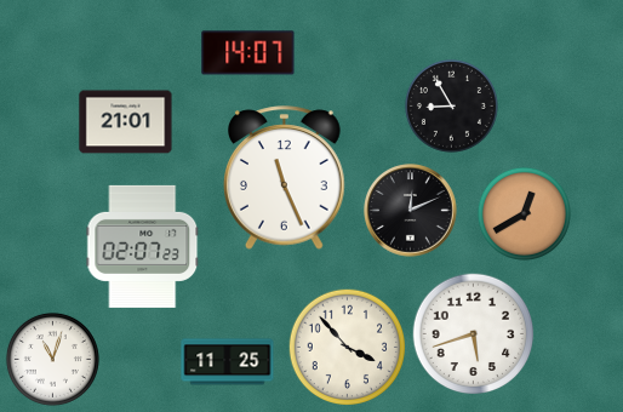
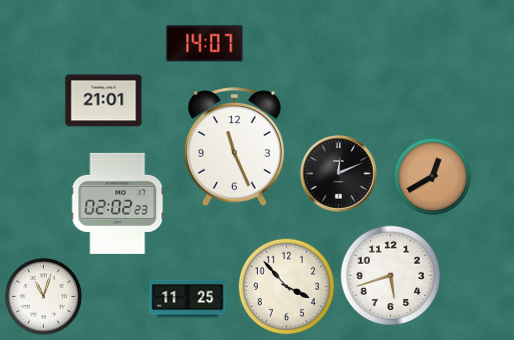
clock at (451, 105): 8:55 -> none
clock at (143, 246): 02:07 -> 02:02
